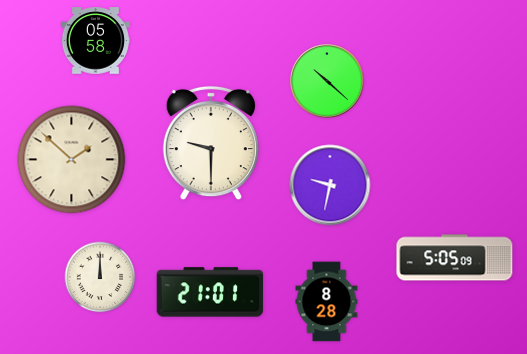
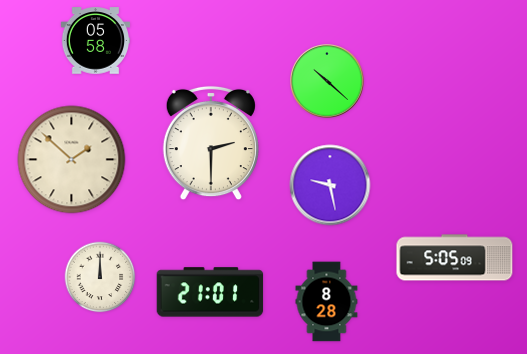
clock at (211, 143): 9:30 -> 2:30
clock at (330, 185): 9:32 -> 9:28
